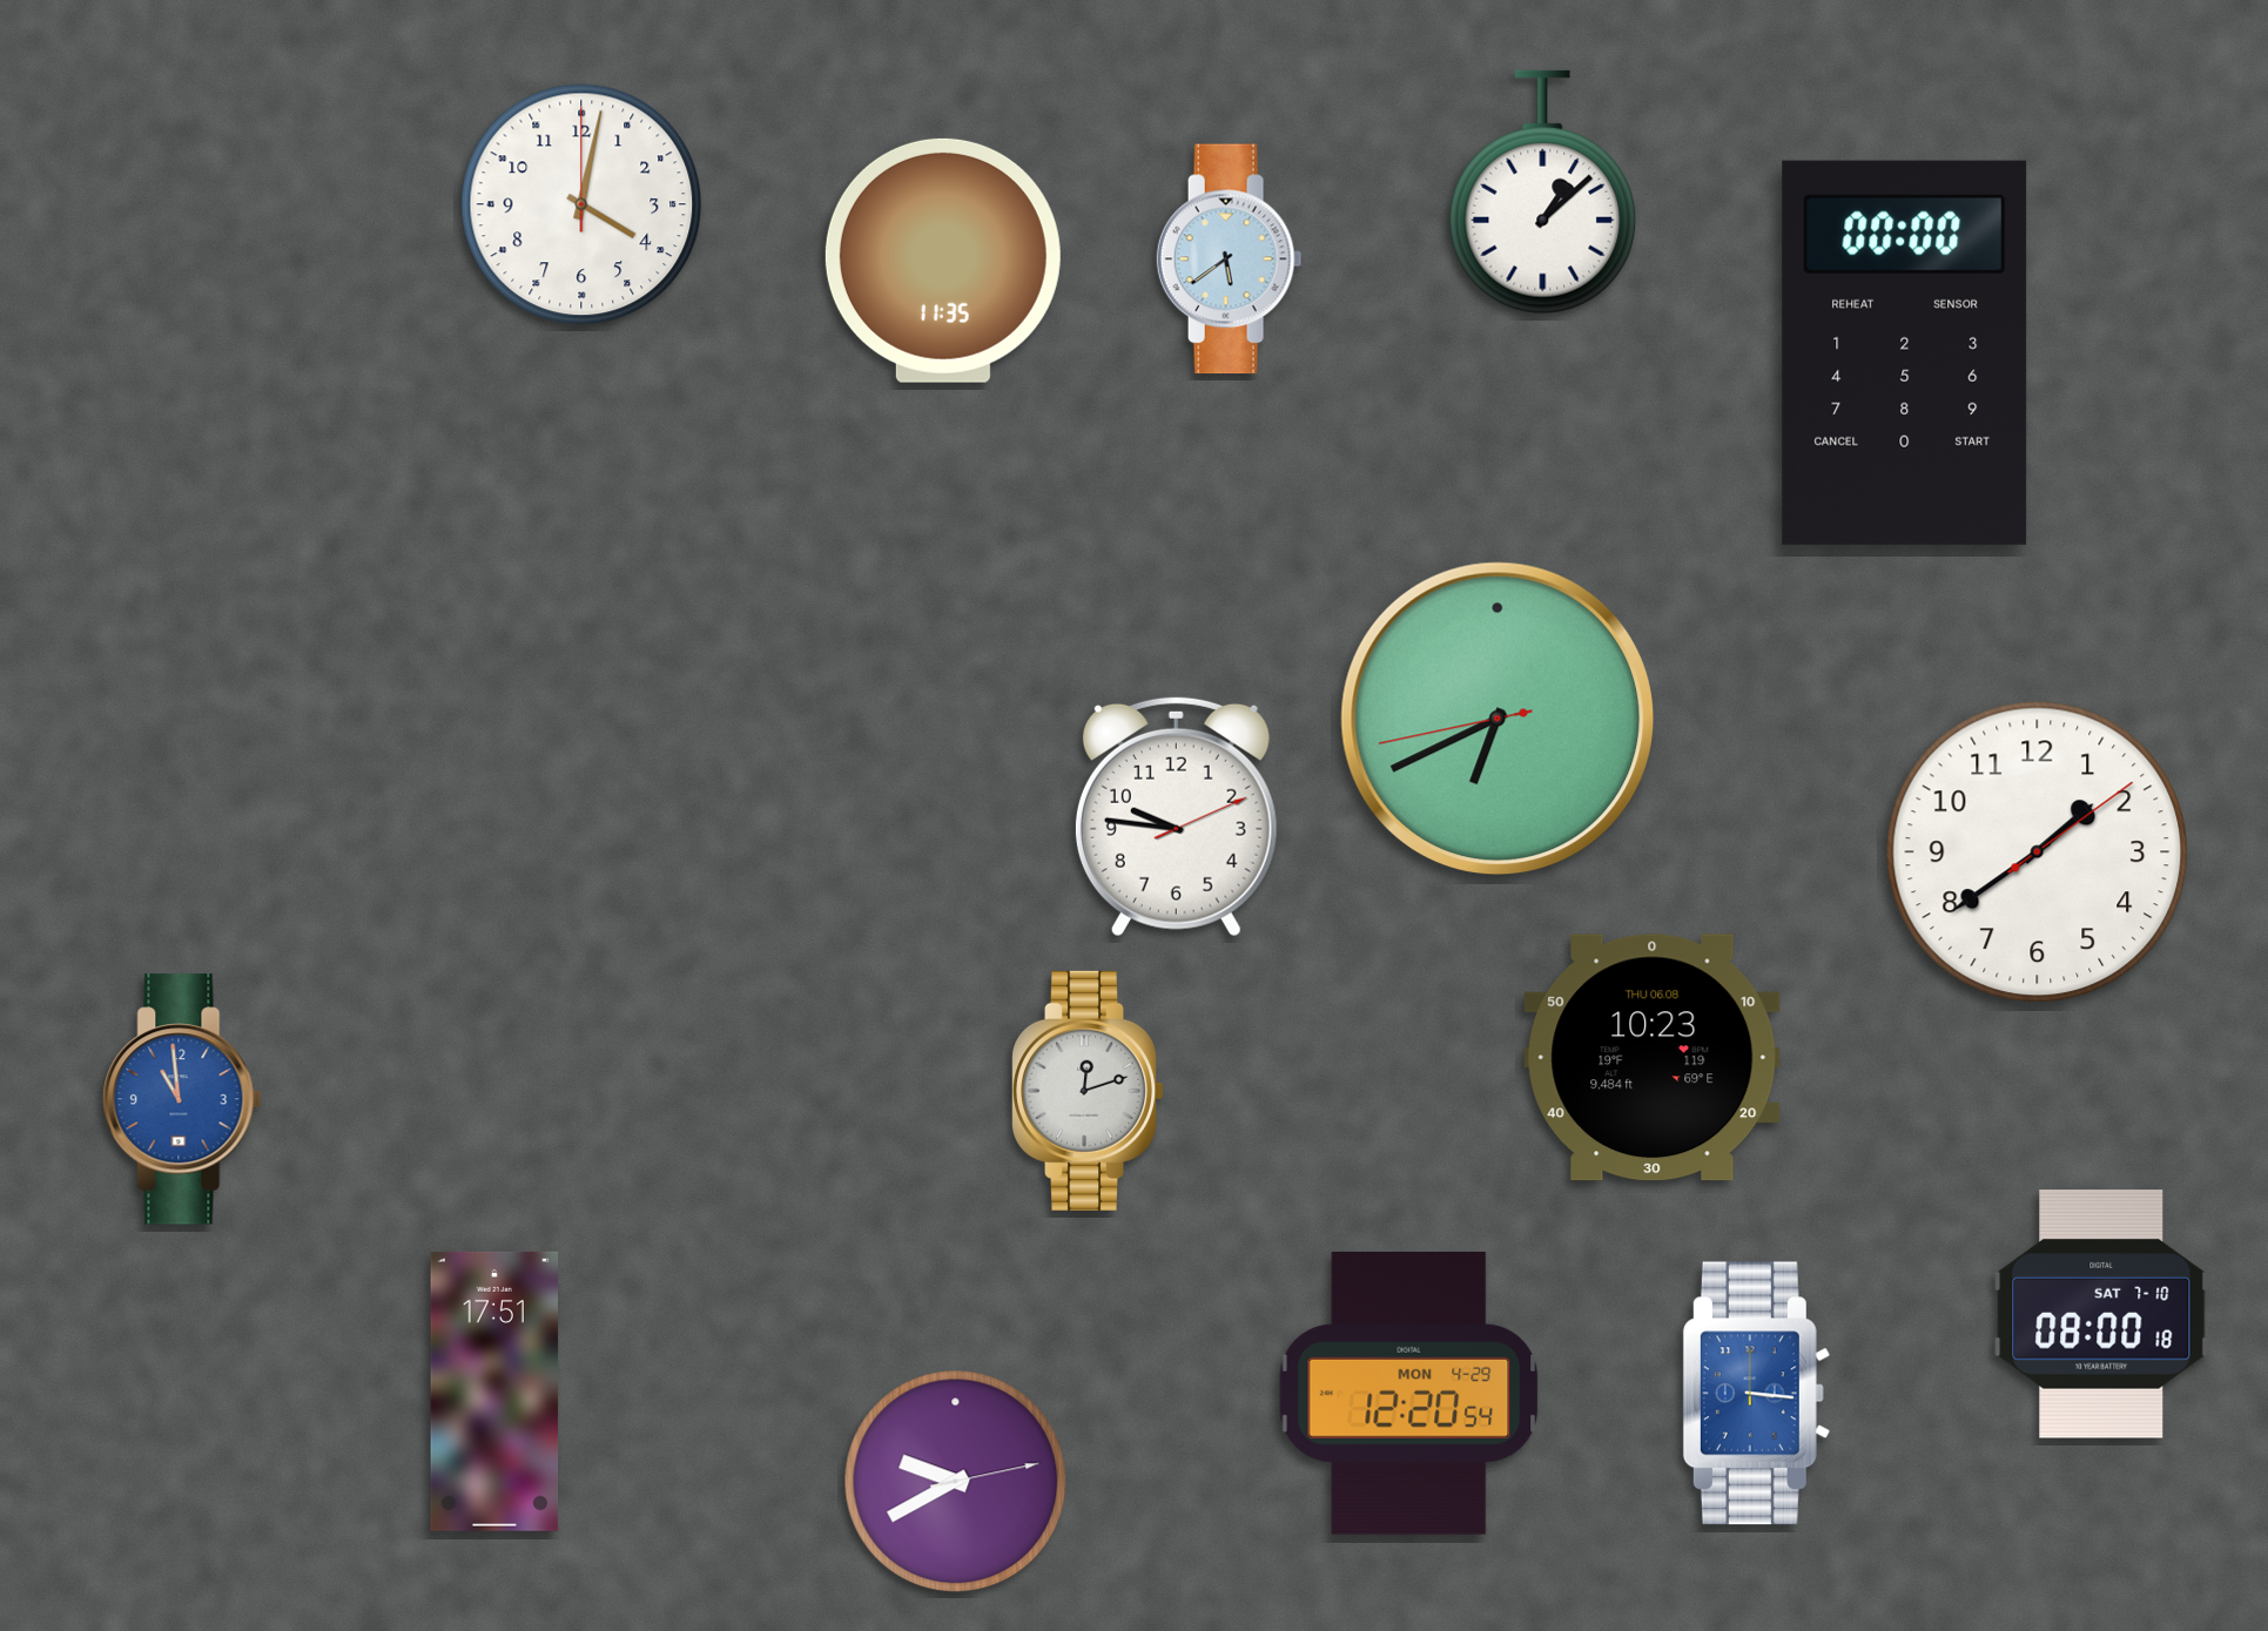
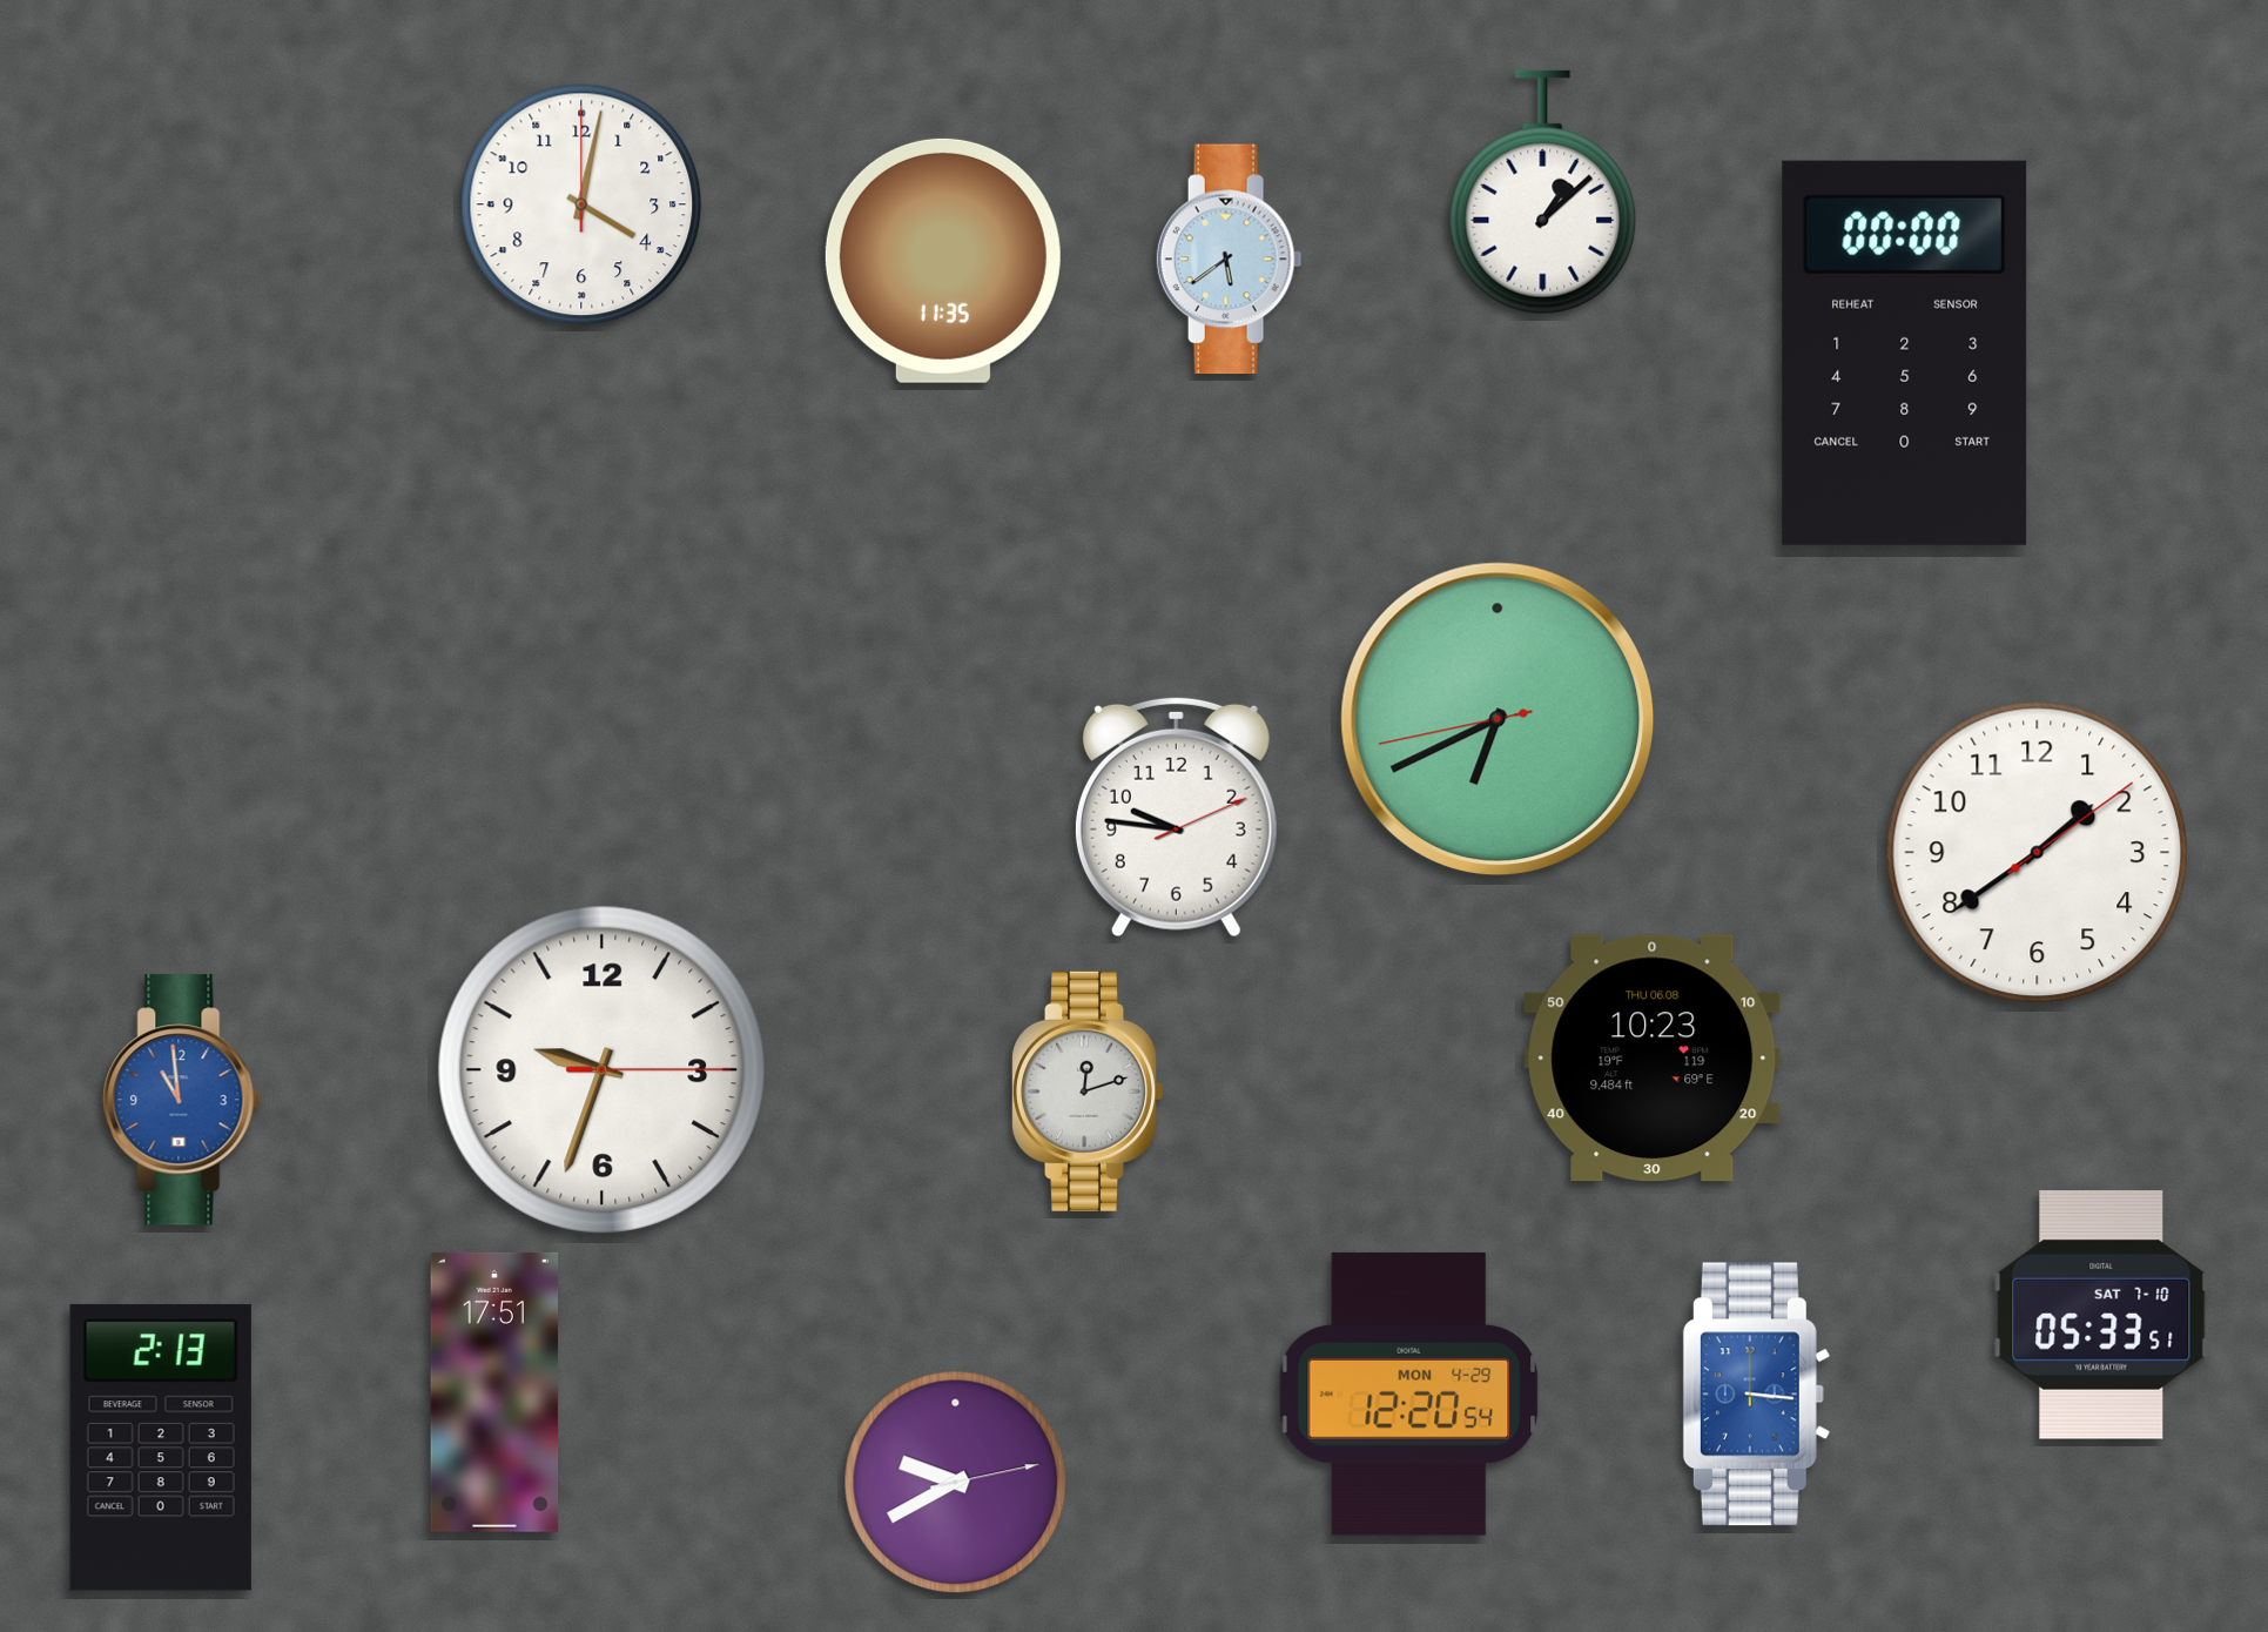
clock at (601, 1069): none -> 9:33
clock at (2101, 1315): 08:00 -> 05:33
clock at (161, 1448): none -> 2:13
